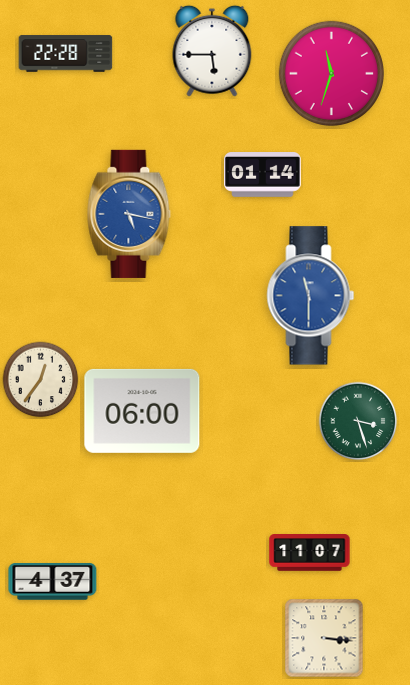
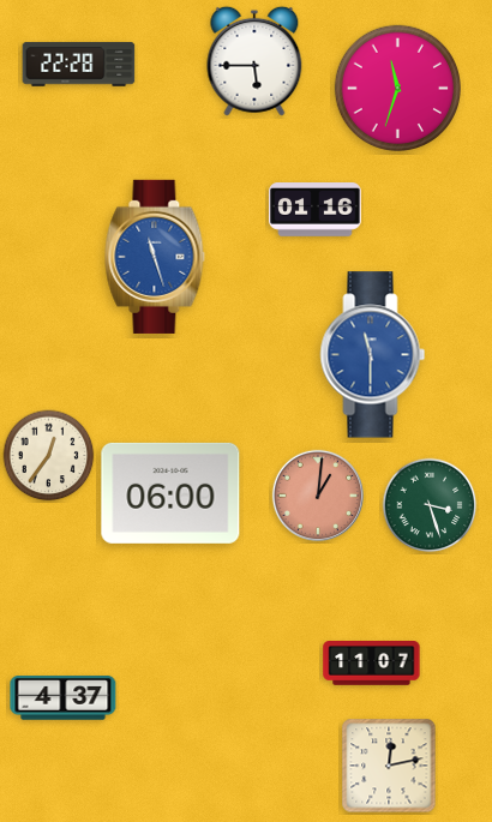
clock at (263, 175): 01:14 -> 01:16
clock at (129, 214): 5:17 -> 11:27
clock at (317, 494): none -> 1:01
clock at (324, 638): 3:16 -> 12:13
